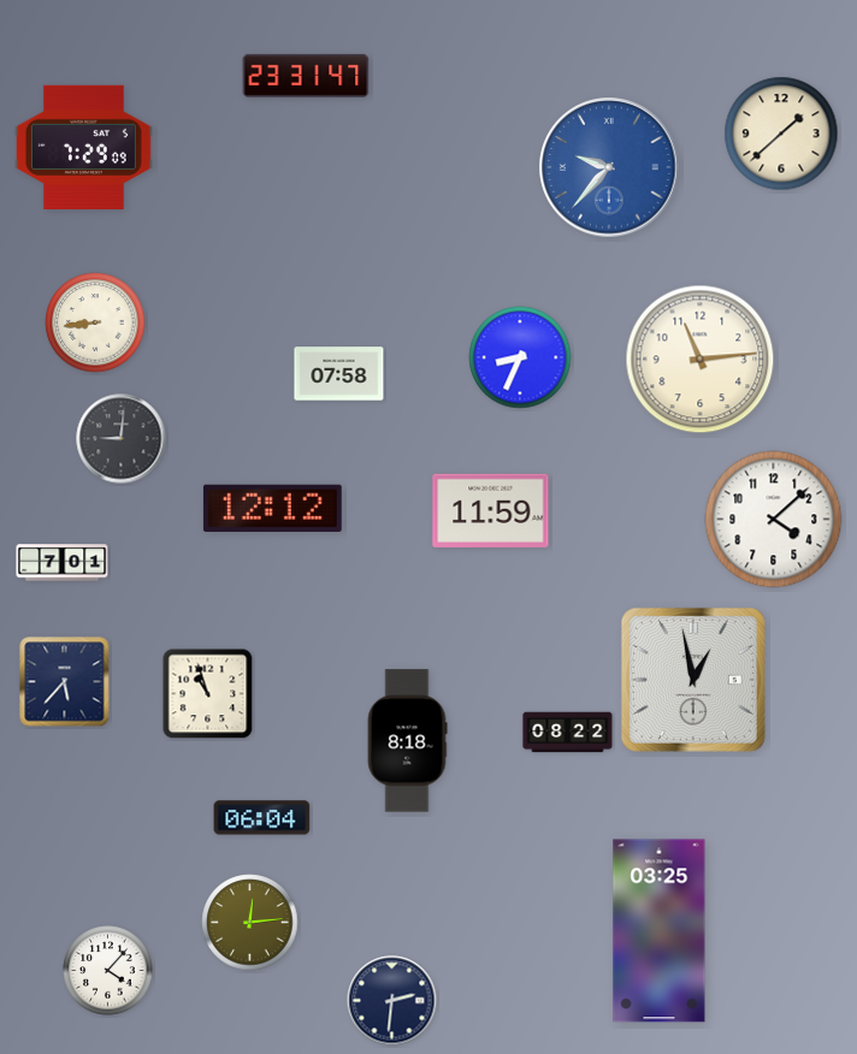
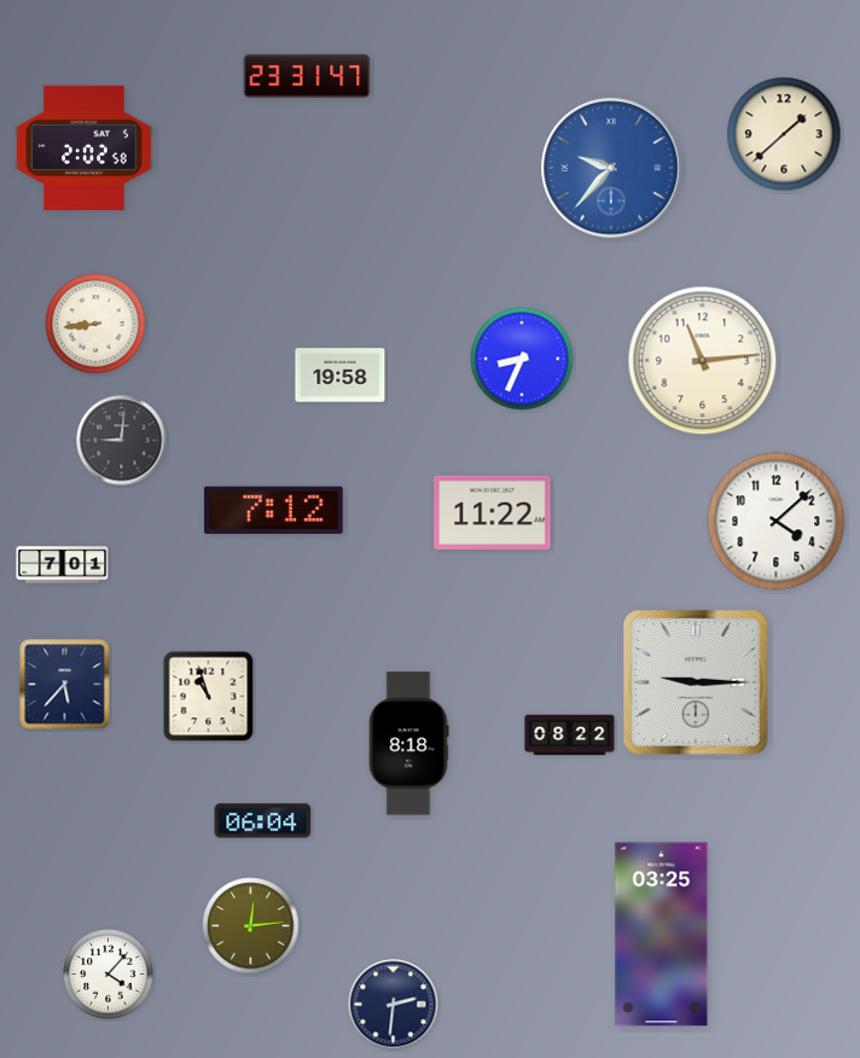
clock at (84, 147): 7:29 -> 2:02
clock at (339, 374): 07:58 -> 19:58
clock at (272, 508): 12:12 -> 7:12
clock at (491, 510): 11:59 -> 11:22
clock at (693, 680): 12:58 -> 9:15
